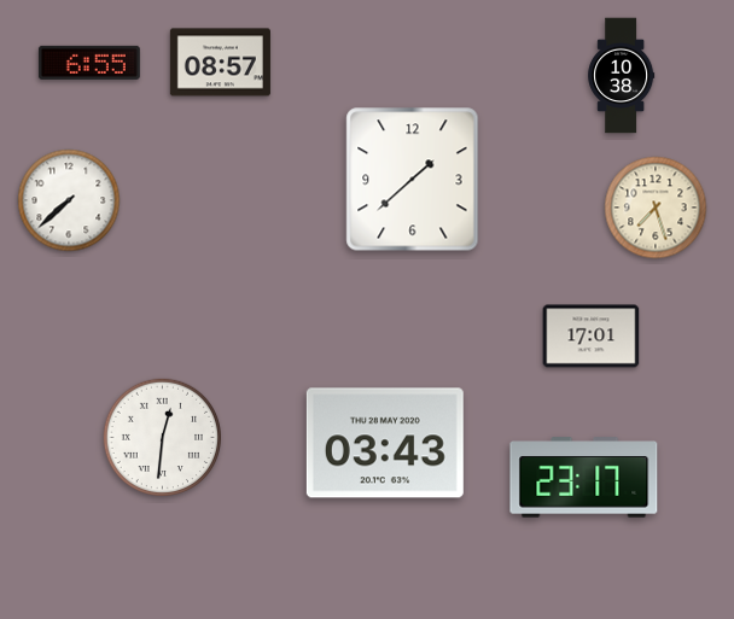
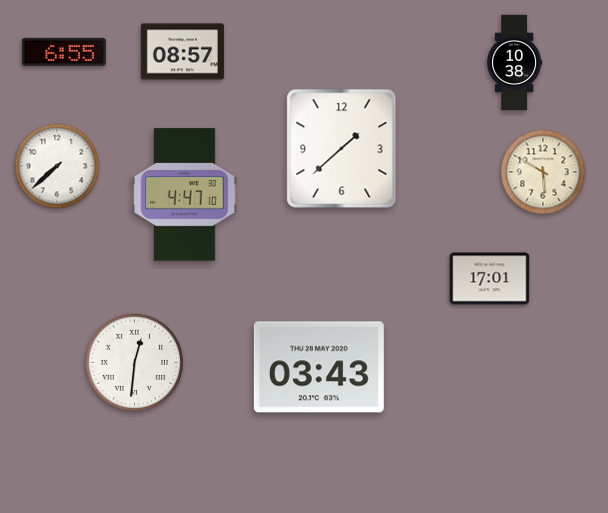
clock at (89, 63) position: (89, 63) -> (64, 52)
clock at (656, 208): 7:27 -> 5:50
clock at (185, 195): none -> 4:47
clock at (584, 478): 23:17 -> none
